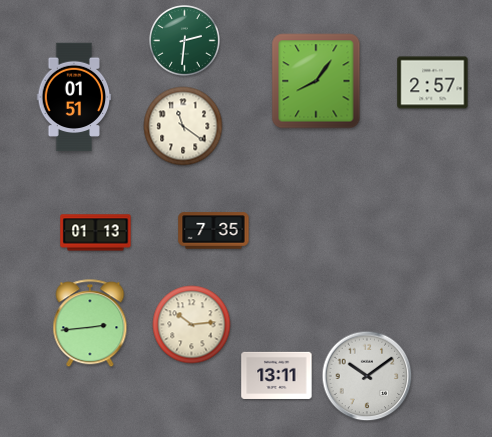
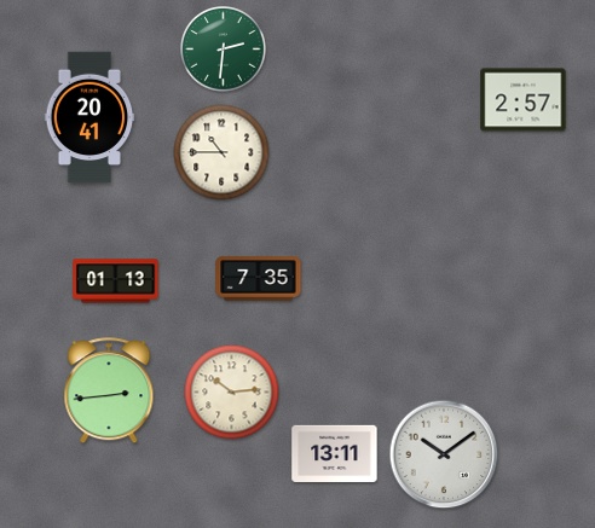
clock at (316, 81): 8:06 -> none
clock at (74, 97): 01:51 -> 20:41
clock at (183, 126): 11:21 -> 10:45
